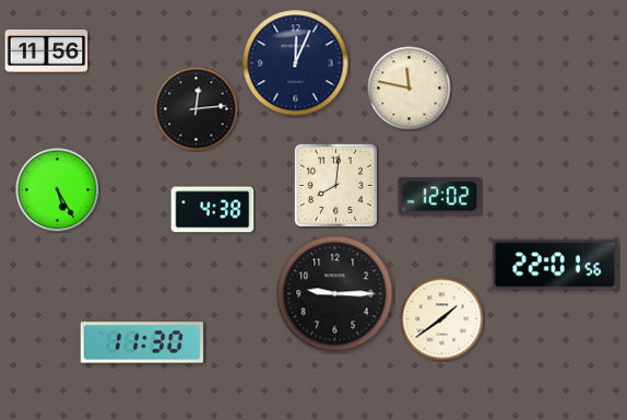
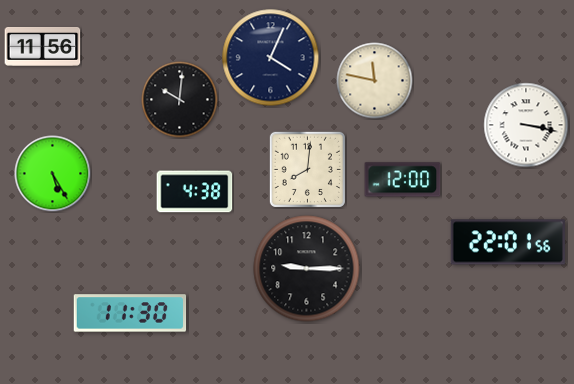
clock at (296, 63): 12:04 -> 4:04
clock at (197, 109): 12:14 -> 10:01
clock at (526, 125): none -> 3:17
clock at (440, 197): 12:02 -> 12:00
clock at (442, 319): 1:39 -> none
